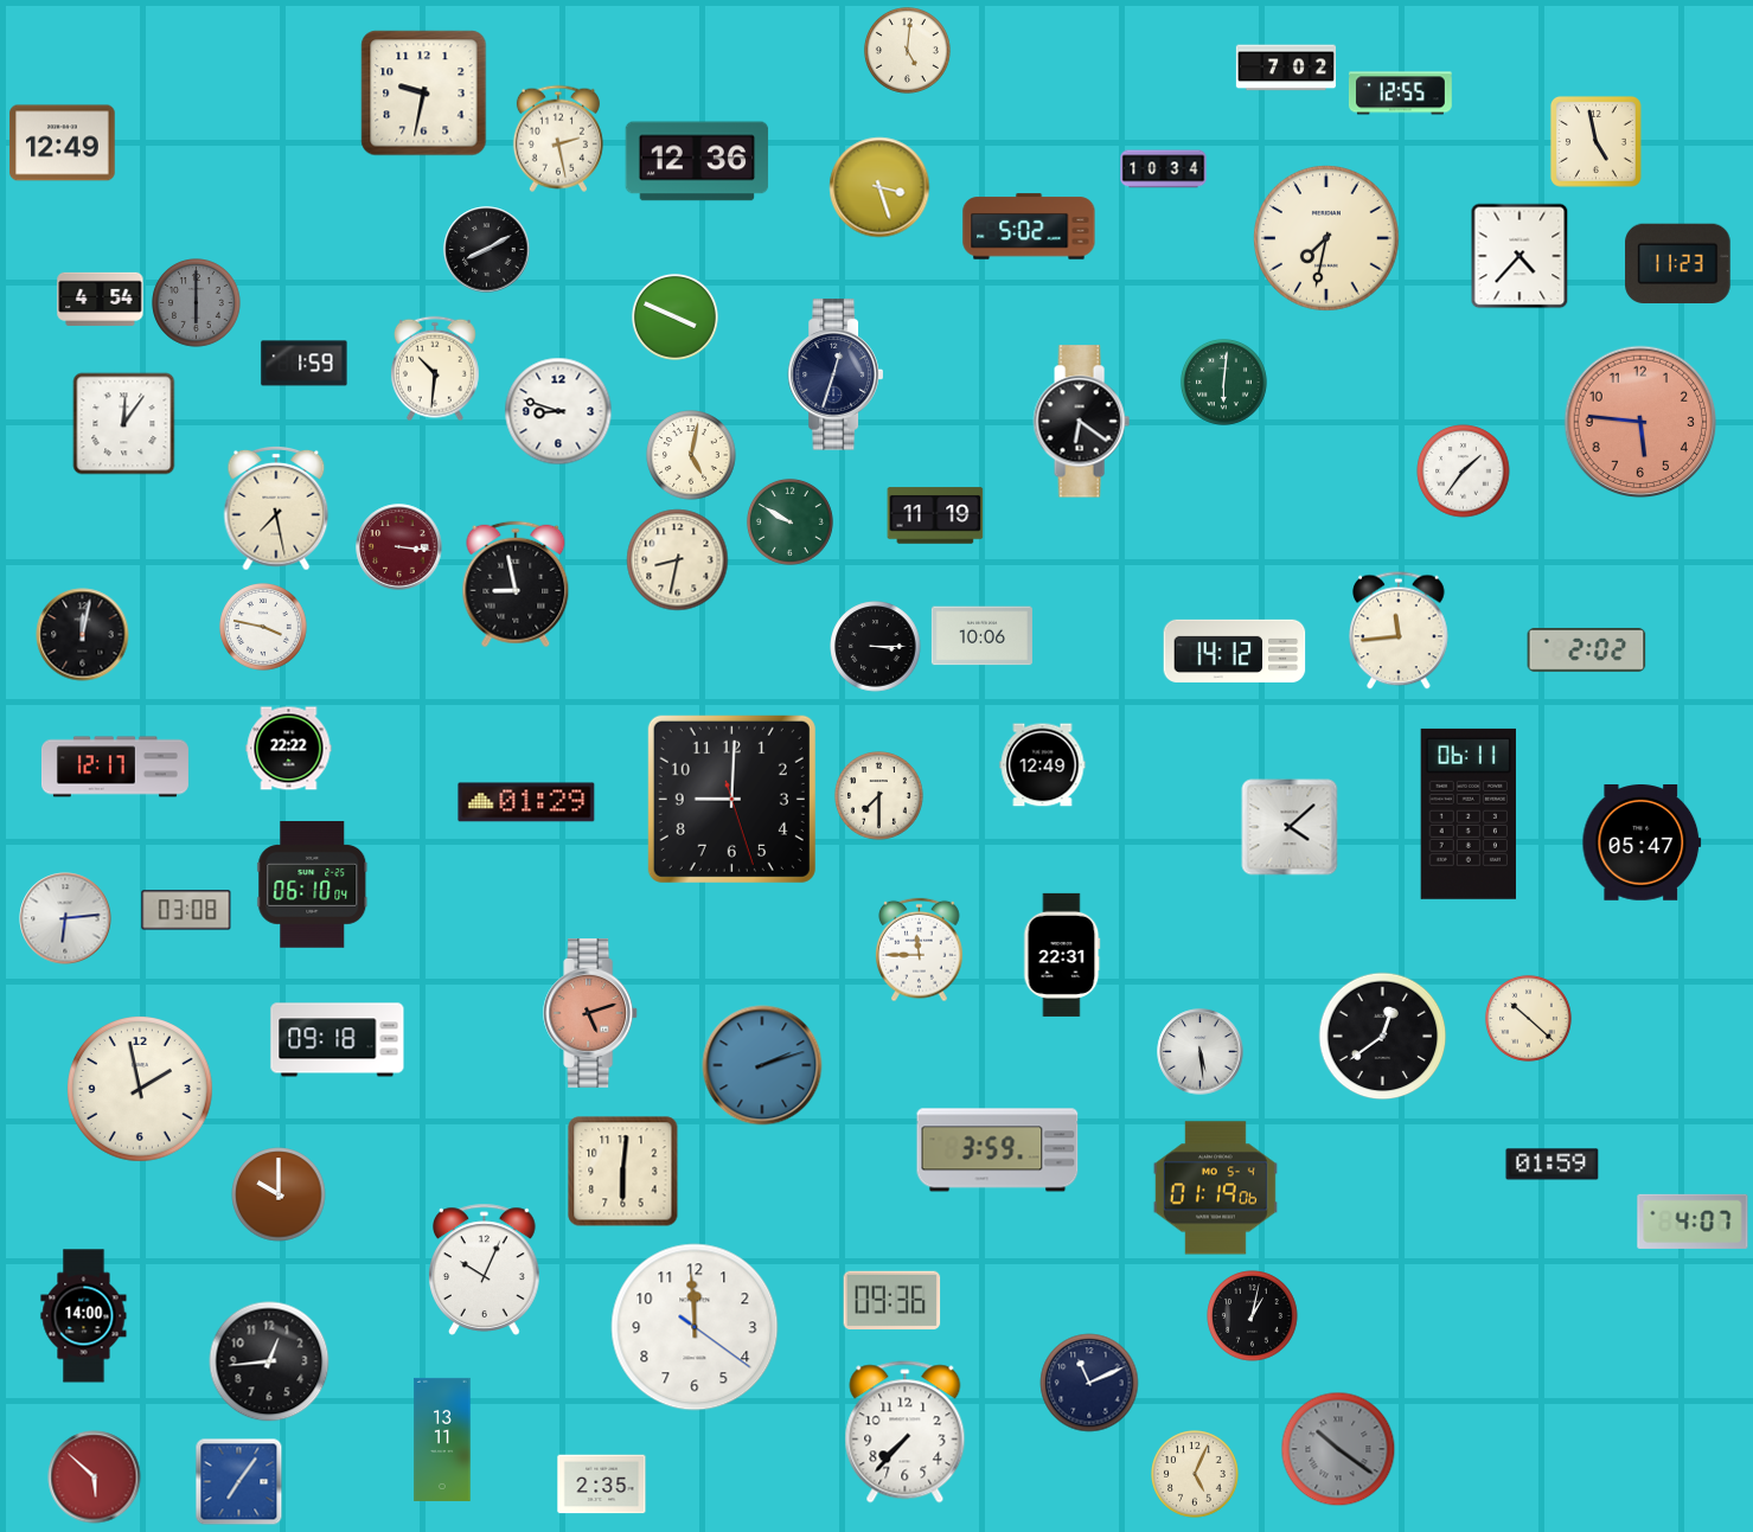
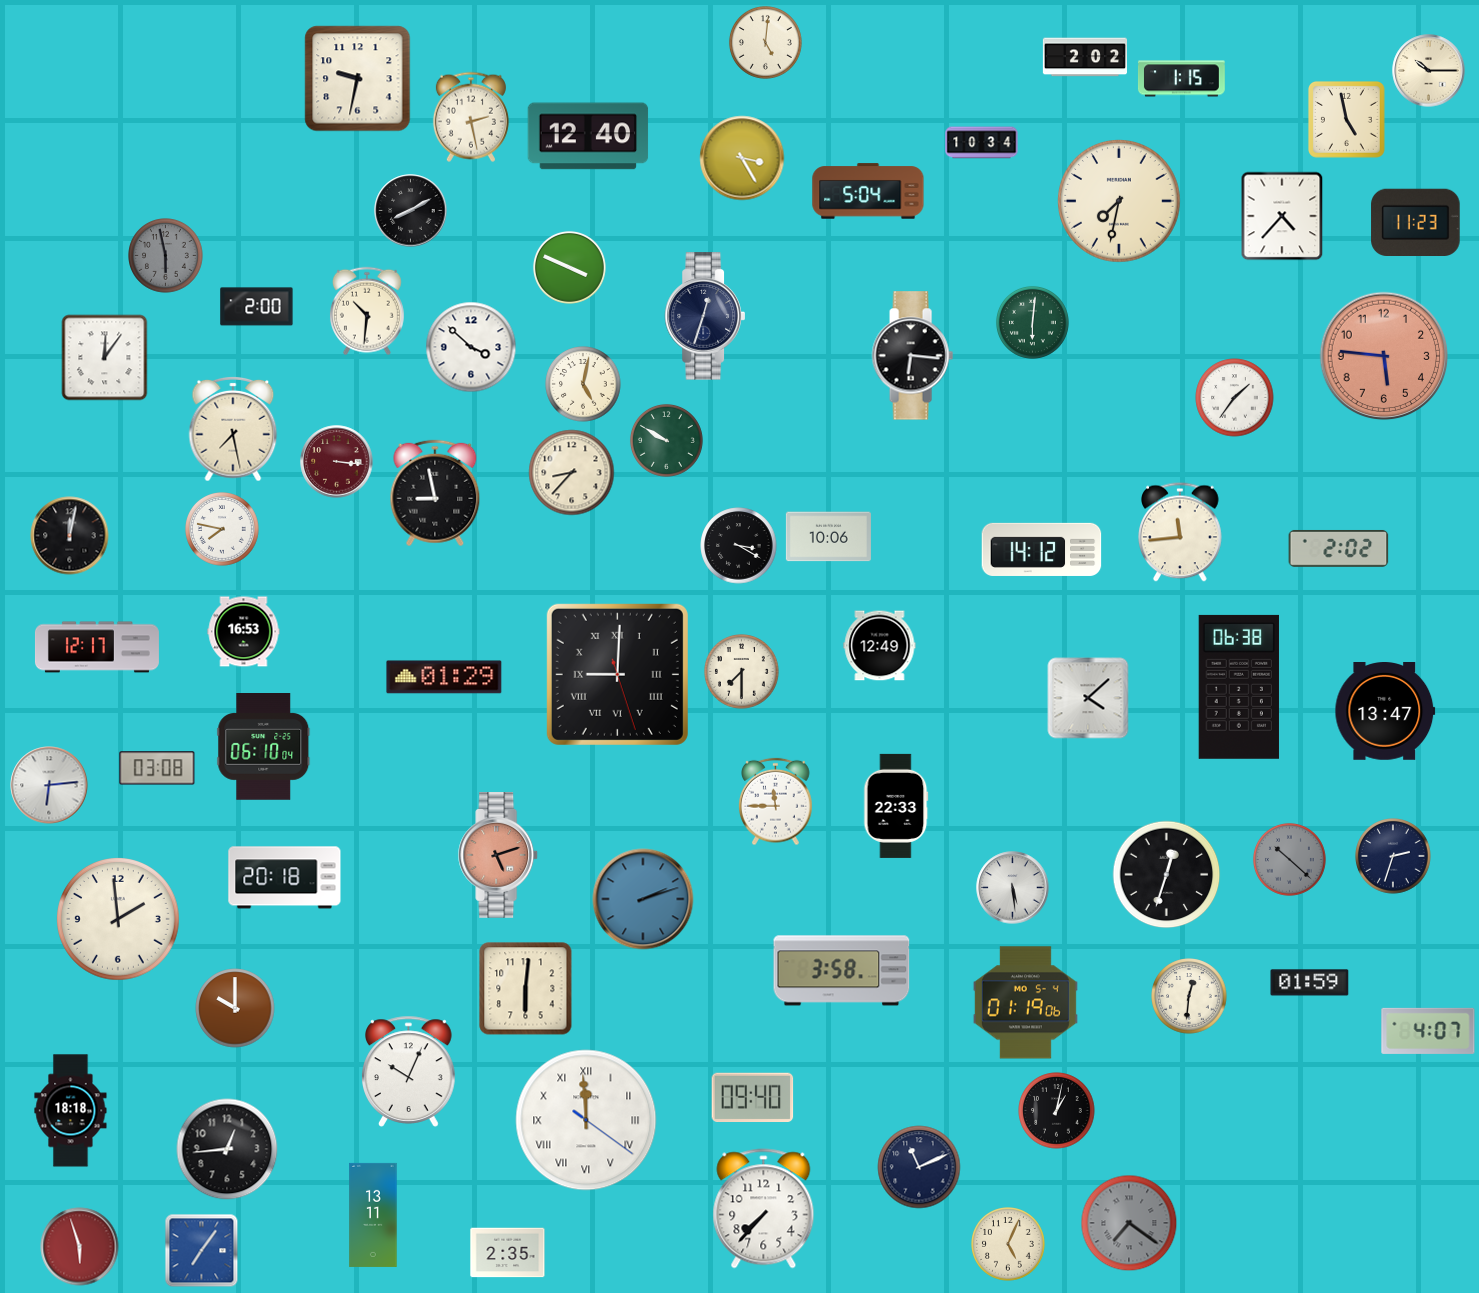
clock at (1285, 68): 7:02 -> 2:02
clock at (1429, 71): none -> 10:15
clock at (1400, 94): 12:55 -> 1:15
clock at (63, 143): 12:49 -> none
clock at (697, 161): 12:36 -> 12:40
clock at (879, 187): 3:27 -> 3:25
clock at (1029, 226): 5:02 -> 5:04
clock at (101, 299): 4:54 -> none
clock at (197, 303): 6:00 -> 5:58
clock at (305, 364): 1:59 -> 2:00
clock at (558, 411): 8:48 -> 3:52
clock at (1081, 422): 6:21 -> 6:16
clock at (935, 515): 11:19 -> none
clock at (678, 560): 8:32 -> 8:37
clock at (264, 628): 3:47 -> 7:47
clock at (876, 647): 3:15 -> 3:20
clock at (289, 749): 22:22 -> 16:53
clock at (731, 799) numerals: Arabic -> Roman
clock at (1469, 814): 06:11 -> 06:38
clock at (1642, 844): 05:47 -> 13:47
clock at (65, 918) position: (65, 918) -> (49, 785)
clock at (1062, 955): 22:31 -> 22:33
clock at (1393, 856): none -> 2:33
clock at (1529, 1018) dial: cream -> grey
clock at (1383, 1037): 12:39 -> 12:33
clock at (338, 1040): 09:18 -> 20:18
clock at (141, 1090): 1:58 -> 1:59
clock at (998, 1150): 3:59 -> 3:58
clock at (1189, 996): none -> 12:31
clock at (893, 1300): 09:36 -> 09:40
clock at (84, 1316): 14:00 -> 18:18
clock at (695, 1327) numerals: Arabic -> Roman
clock at (1338, 1449): 10:21 -> 7:21
clock at (95, 1477): 5:52 -> 5:57
